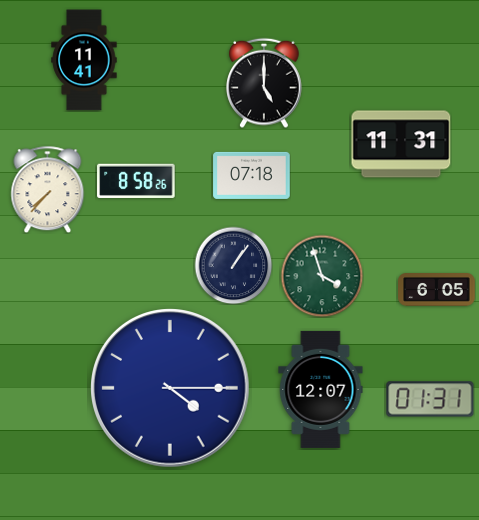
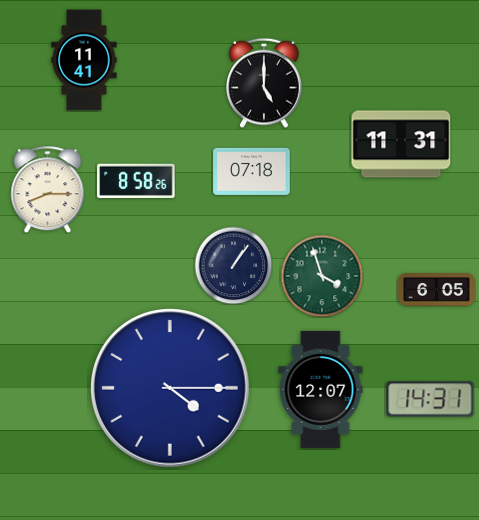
clock at (252, 175) position: (252, 175) -> (252, 171)
clock at (48, 189): 7:37 -> 8:15
clock at (430, 399): 01:31 -> 14:31
